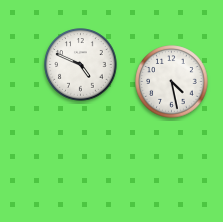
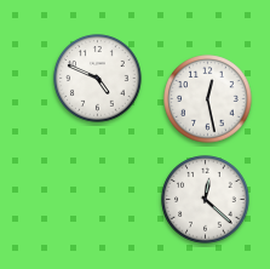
clock at (172, 82): 4:28 -> 12:28
clock at (206, 200): none -> 12:22
